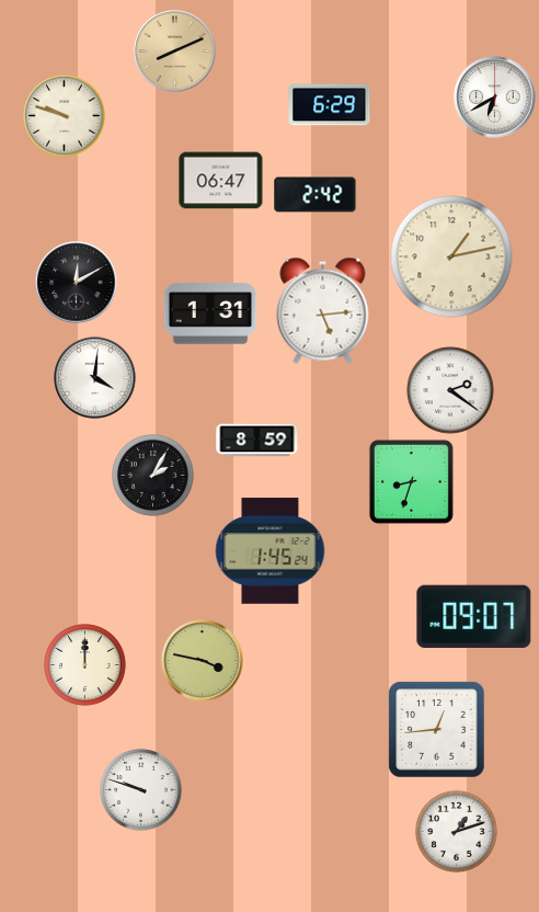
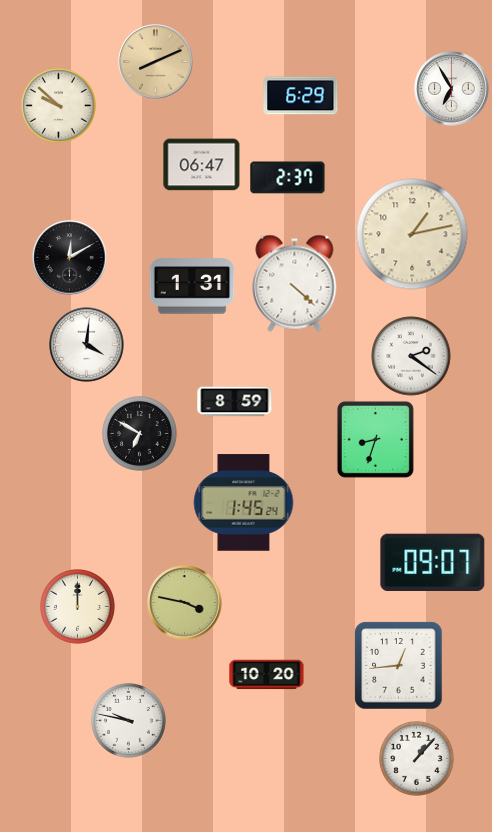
clock at (175, 52) position: (175, 52) -> (156, 62)
clock at (495, 98): 6:40 -> 6:55
clock at (65, 116): 9:48 -> 9:52
clock at (316, 195): 2:42 -> 2:37
clock at (323, 310): 5:14 -> 4:22
clock at (153, 476): 2:05 -> 6:50
clock at (271, 551) position: (271, 551) -> (244, 503)
clock at (267, 675): none -> 10:20
clock at (141, 790): 9:48 -> 9:47
clock at (457, 832): 1:12 -> 1:07
